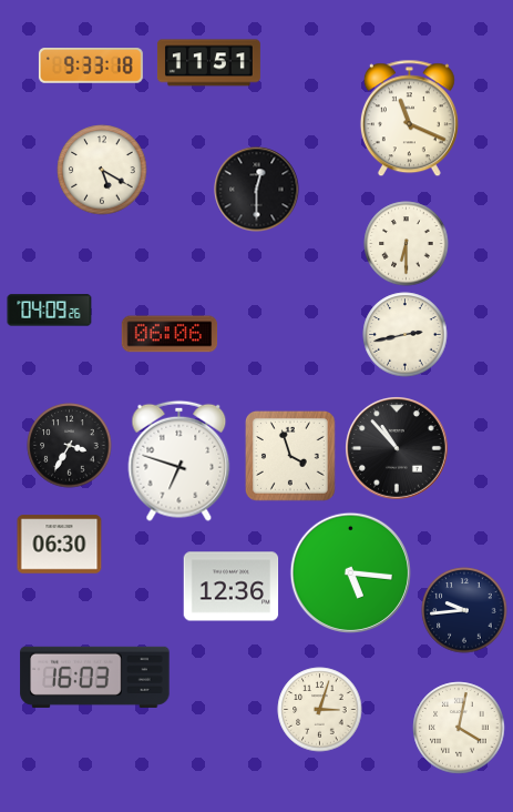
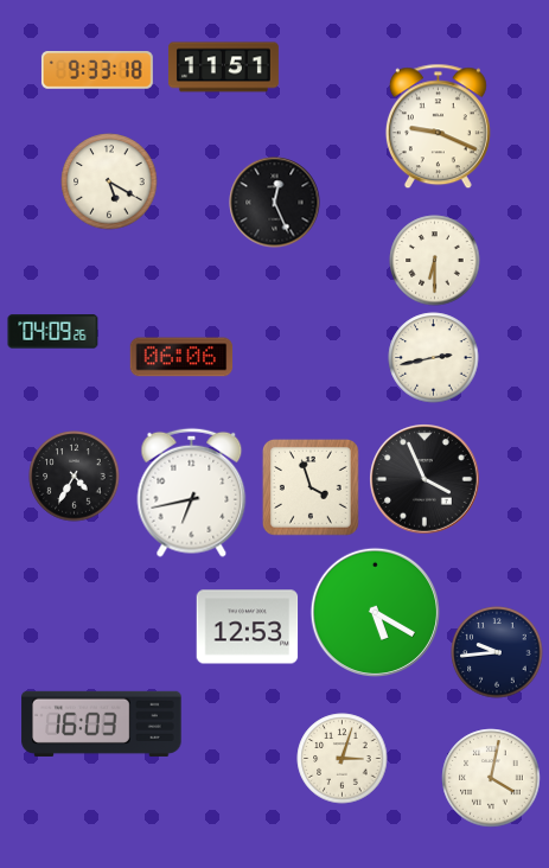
clock at (409, 119): 11:19 -> 9:19
clock at (257, 190): 12:30 -> 12:26
clock at (70, 446): 3:35 -> 4:35
clock at (397, 448): 10:53 -> 3:56
clock at (179, 460): 6:48 -> 6:43
clock at (60, 545): 06:30 -> none
clock at (350, 572): 5:16 -> 5:20
clock at (232, 587): 12:36 -> 12:53
